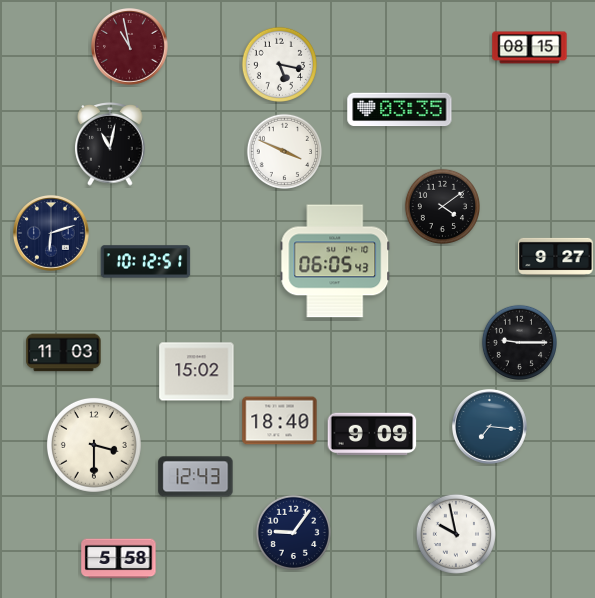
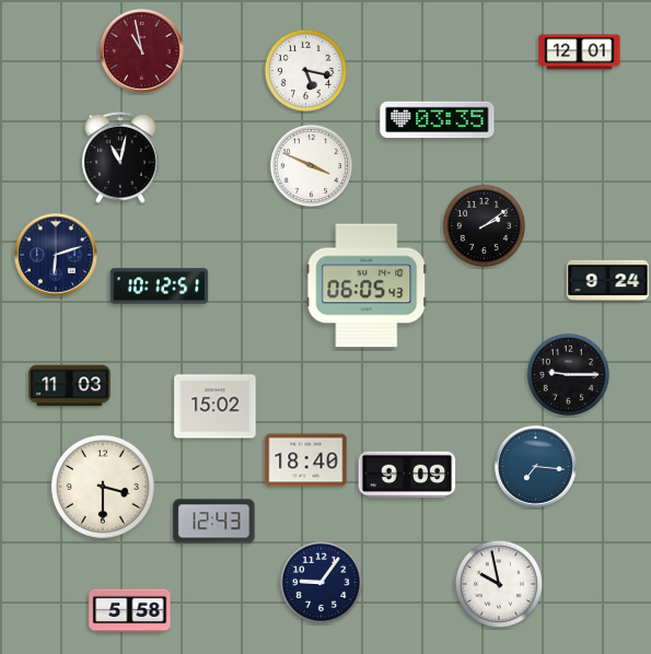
clock at (530, 48): 08:15 -> 12:01
clock at (442, 206): 4:09 -> 2:09
clock at (556, 256): 9:27 -> 9:24
